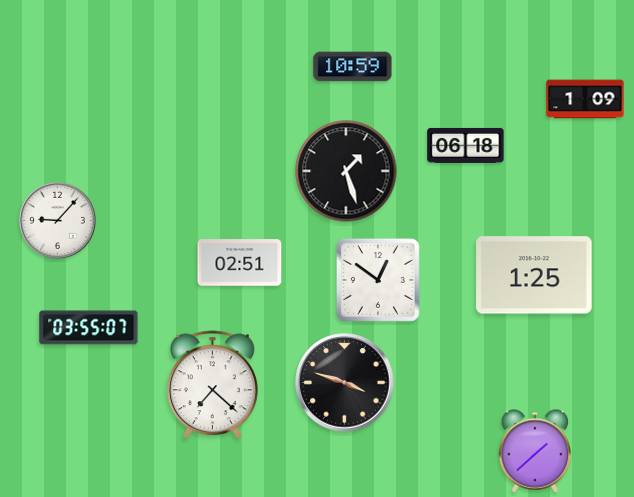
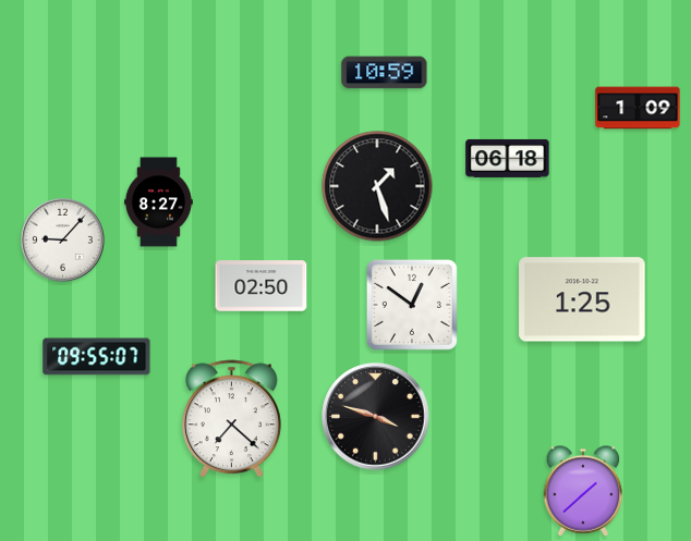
clock at (158, 202): none -> 8:27
clock at (240, 263): 02:51 -> 02:50
clock at (89, 328): 03:55 -> 09:55
